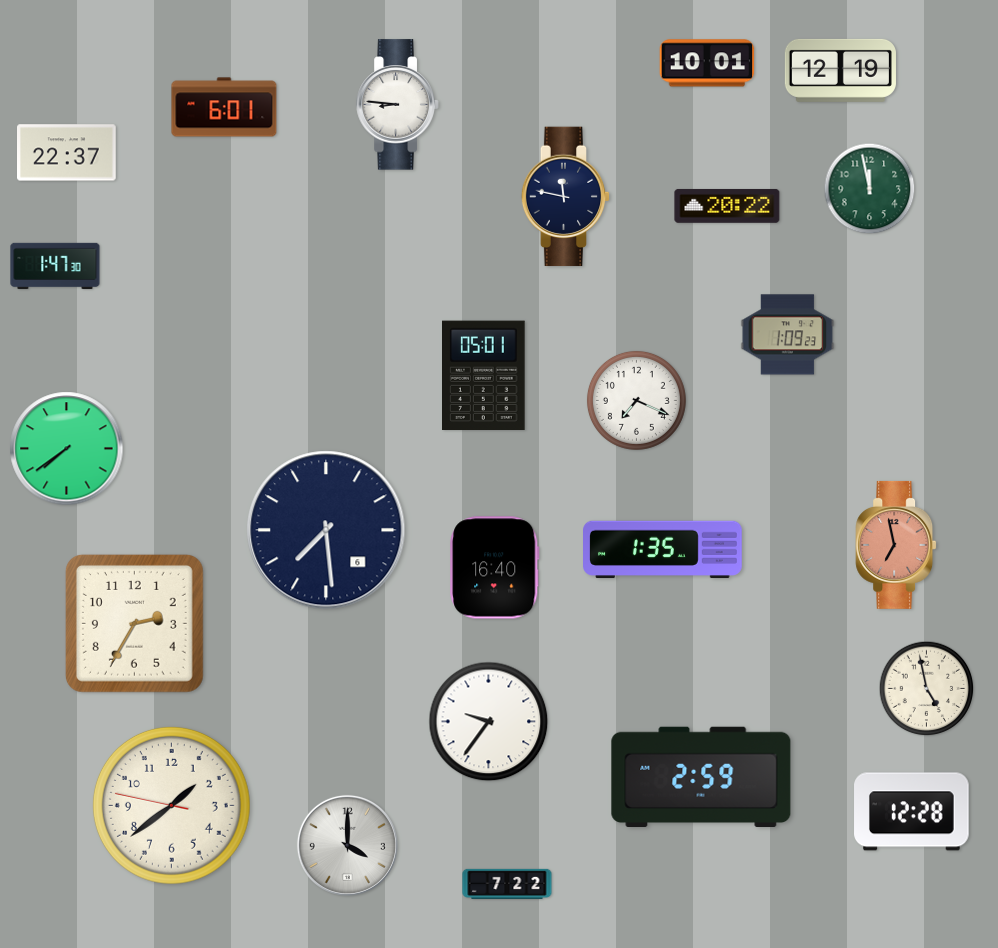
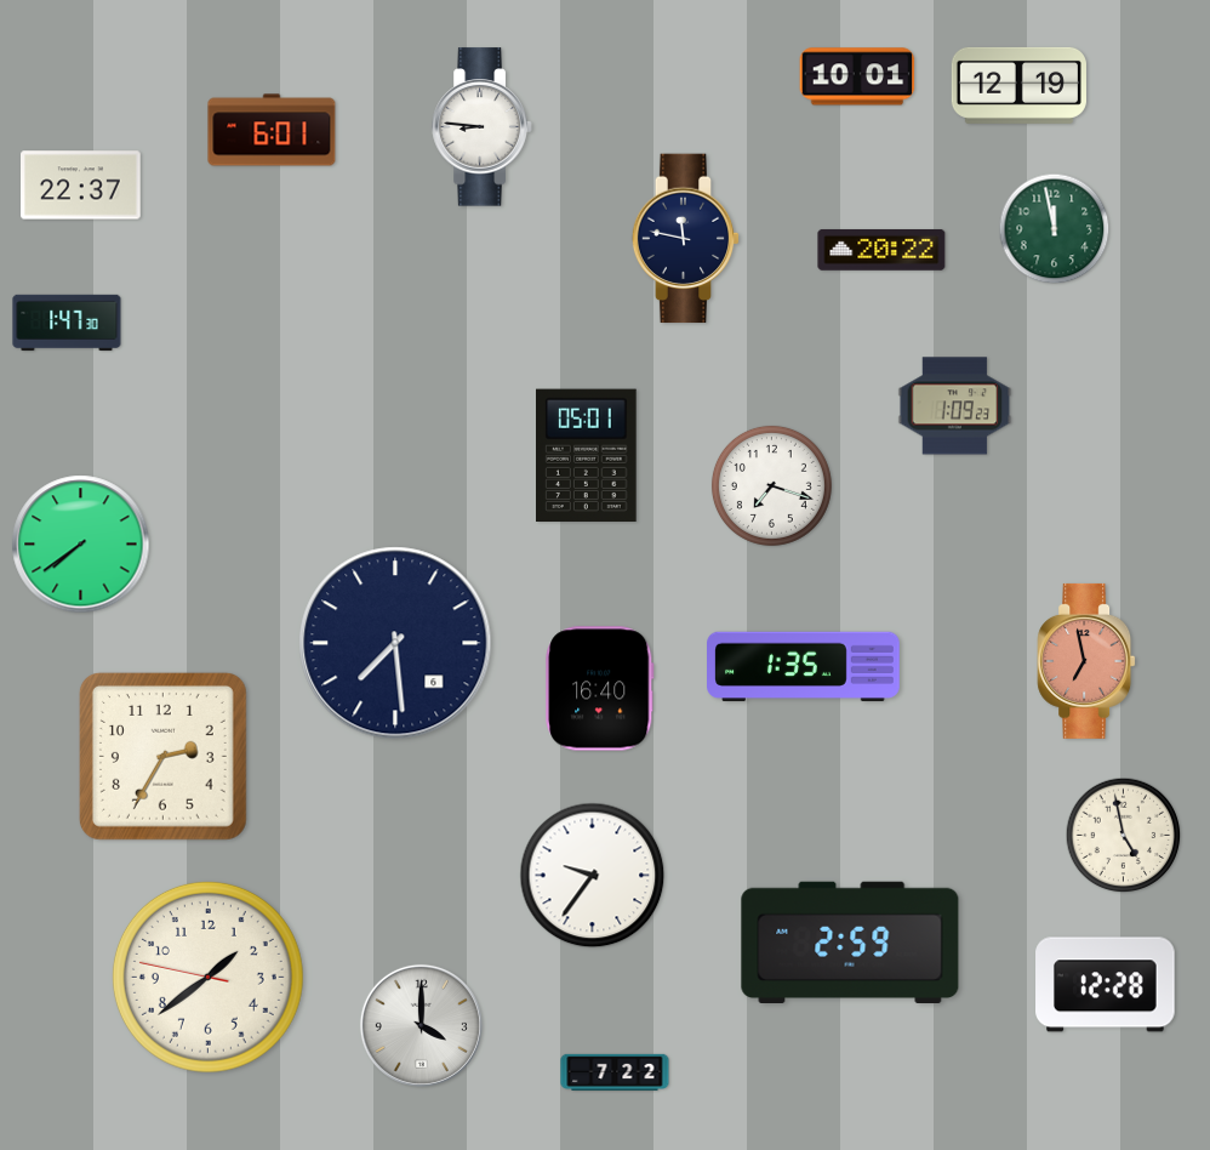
clock at (636, 400): 7:19 -> 7:18
